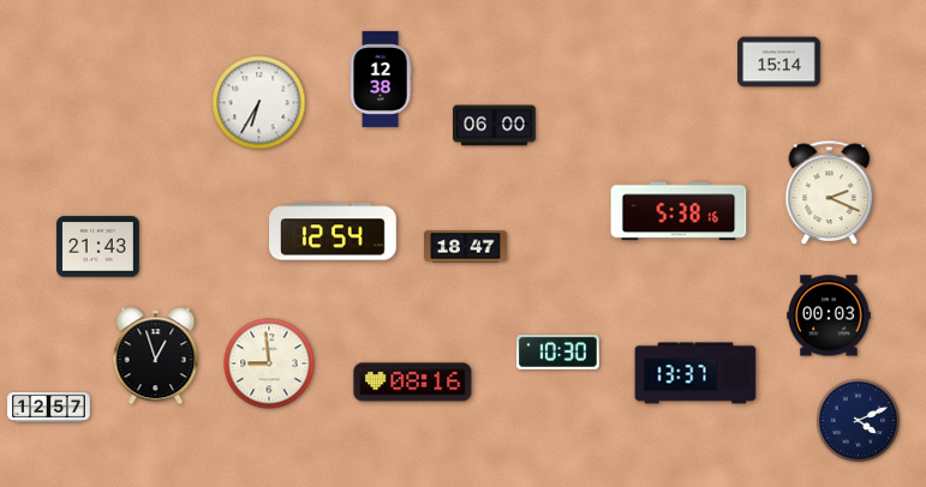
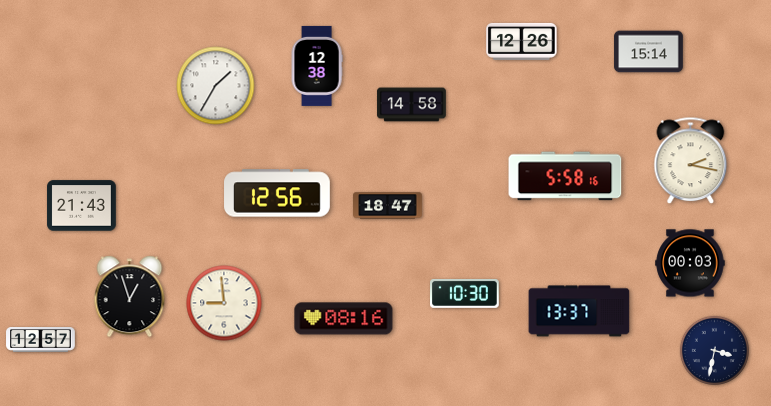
clock at (522, 41): none -> 12:26
clock at (259, 103): 6:35 -> 1:35
clock at (495, 126): 06:00 -> 14:58
clock at (830, 193): 2:19 -> 2:17
clock at (679, 211): 5:38 -> 5:58
clock at (333, 232): 12:54 -> 12:56
clock at (858, 420): 4:11 -> 3:32
